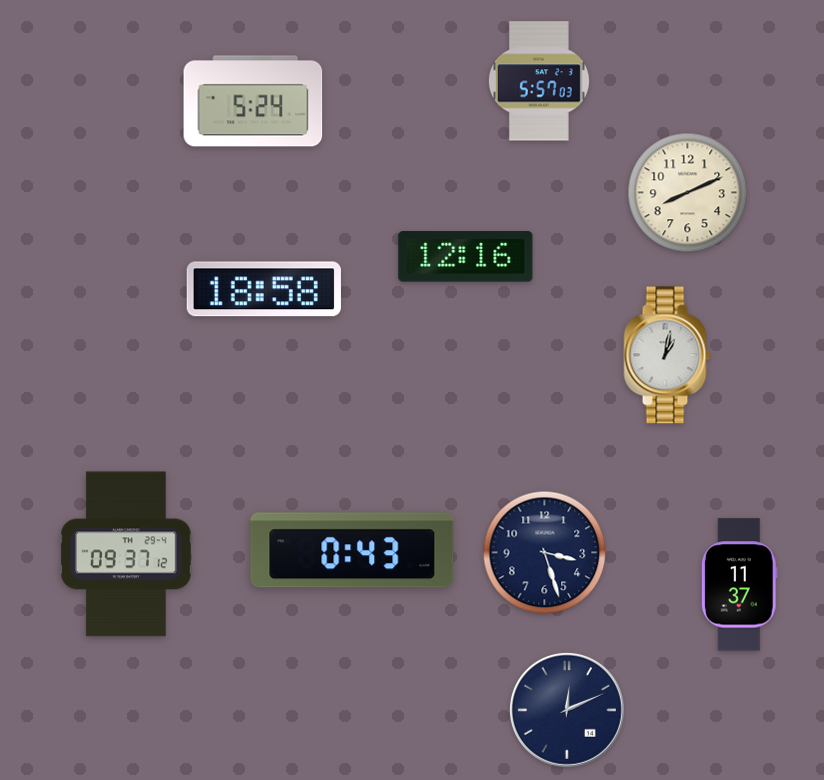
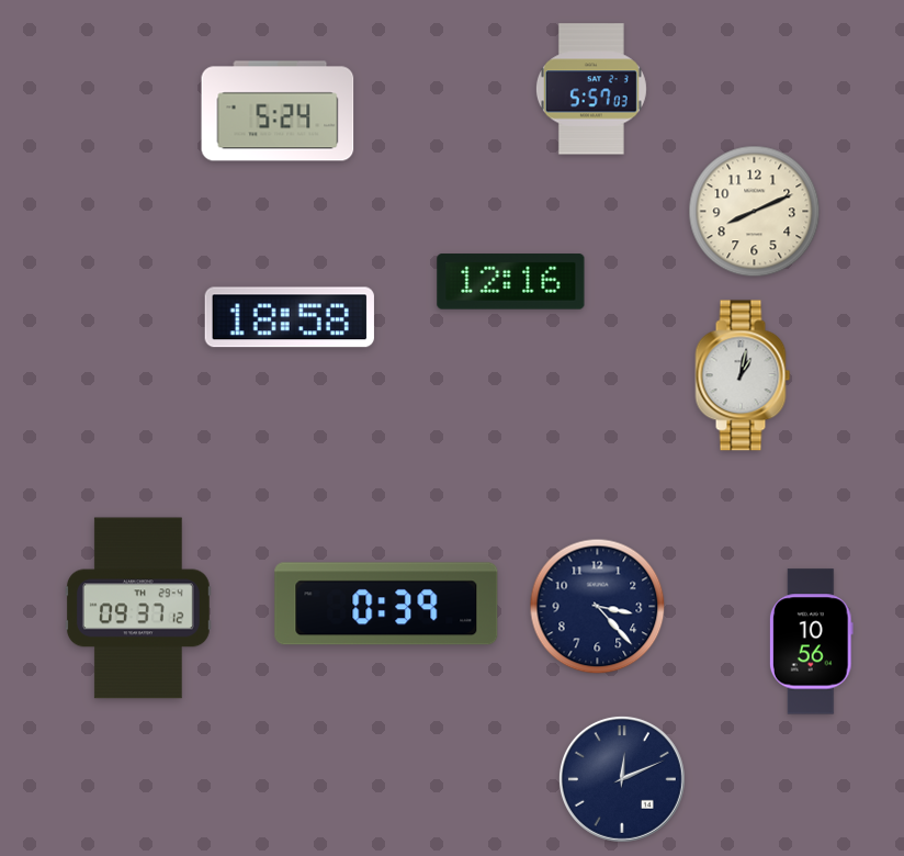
clock at (667, 355) position: (667, 355) -> (743, 375)
clock at (352, 550): 0:43 -> 0:39
clock at (545, 553): 3:27 -> 3:23
clock at (739, 585): 11:37 -> 10:56
